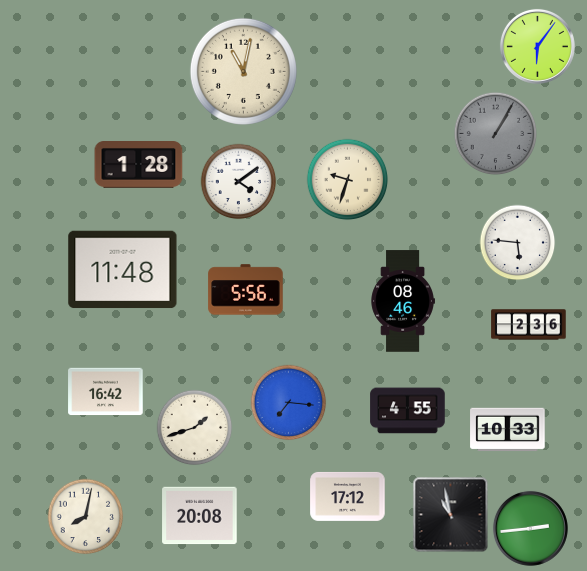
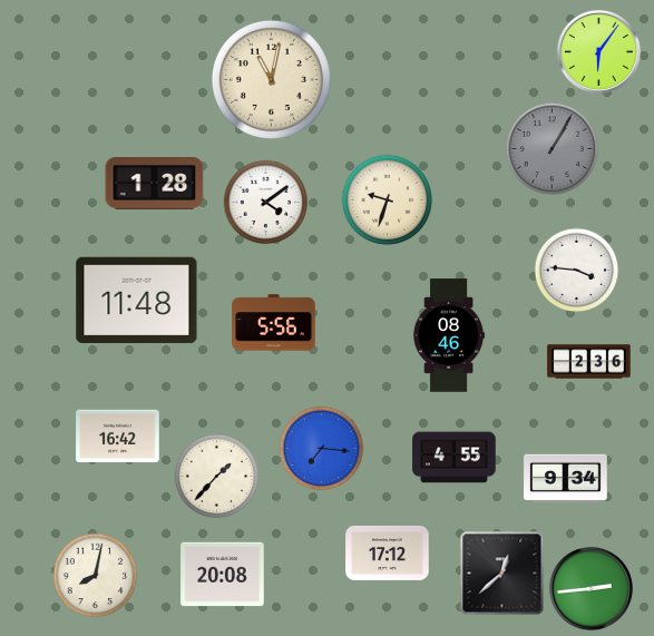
clock at (518, 243): 5:46 -> 3:46
clock at (195, 428): 1:42 -> 1:37
clock at (508, 430): 10:33 -> 9:34
clock at (451, 515): 10:58 -> 12:38
